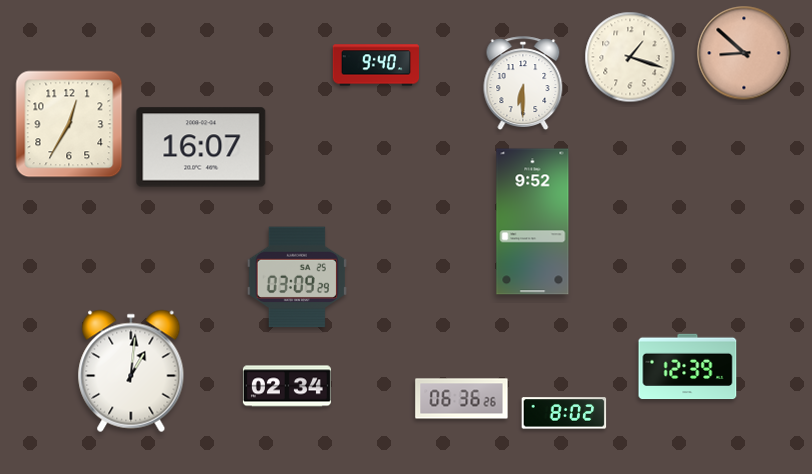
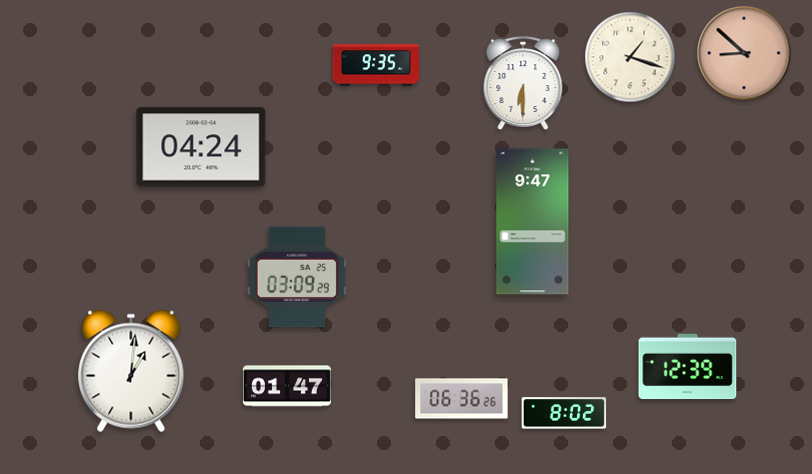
clock at (376, 65): 9:40 -> 9:35
clock at (69, 124): 12:35 -> none
clock at (201, 147): 16:07 -> 04:24
clock at (533, 222): 9:52 -> 9:47
clock at (287, 386): 02:34 -> 01:47
